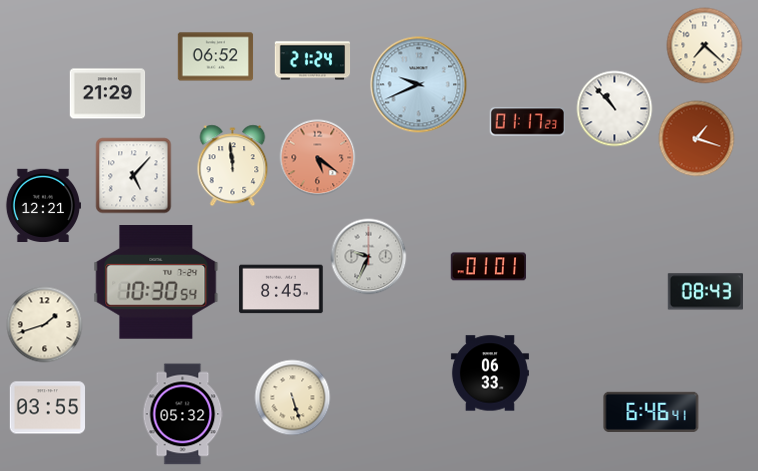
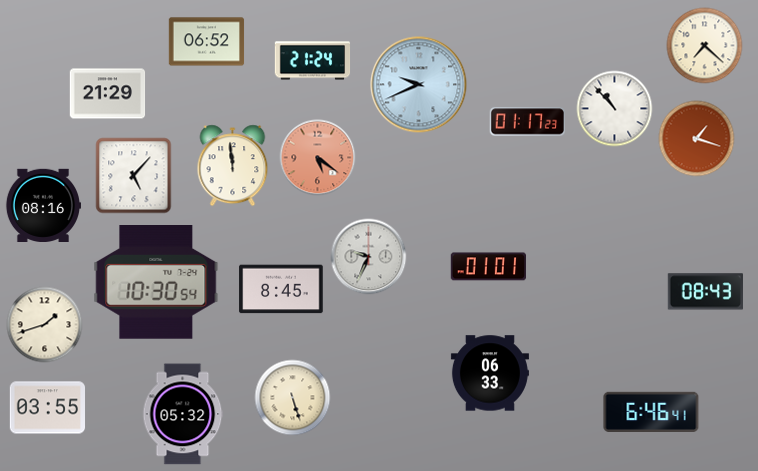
clock at (216, 57) position: (216, 57) -> (207, 42)
clock at (42, 205): 12:21 -> 08:16
